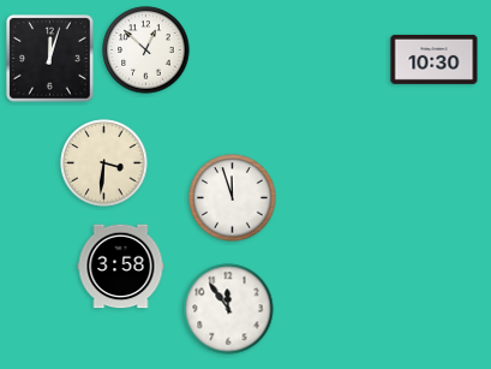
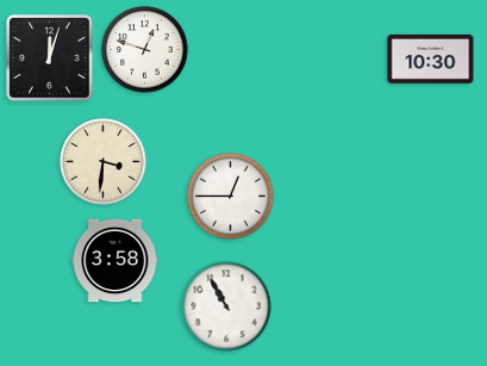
clock at (146, 50): 12:52 -> 12:48
clock at (233, 198): 11:57 -> 12:45
clock at (121, 267) position: (121, 267) -> (115, 261)
clock at (228, 309): 11:54 -> 10:55
